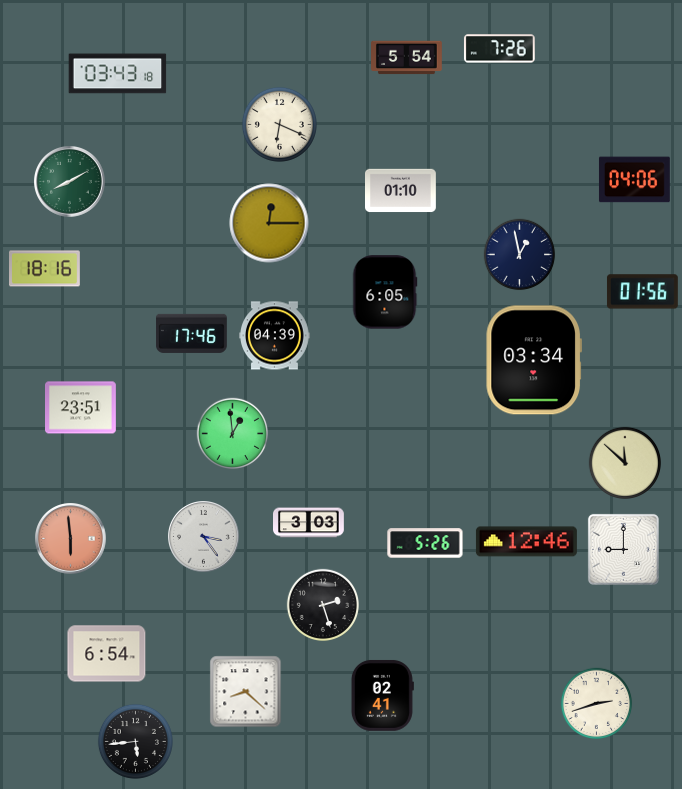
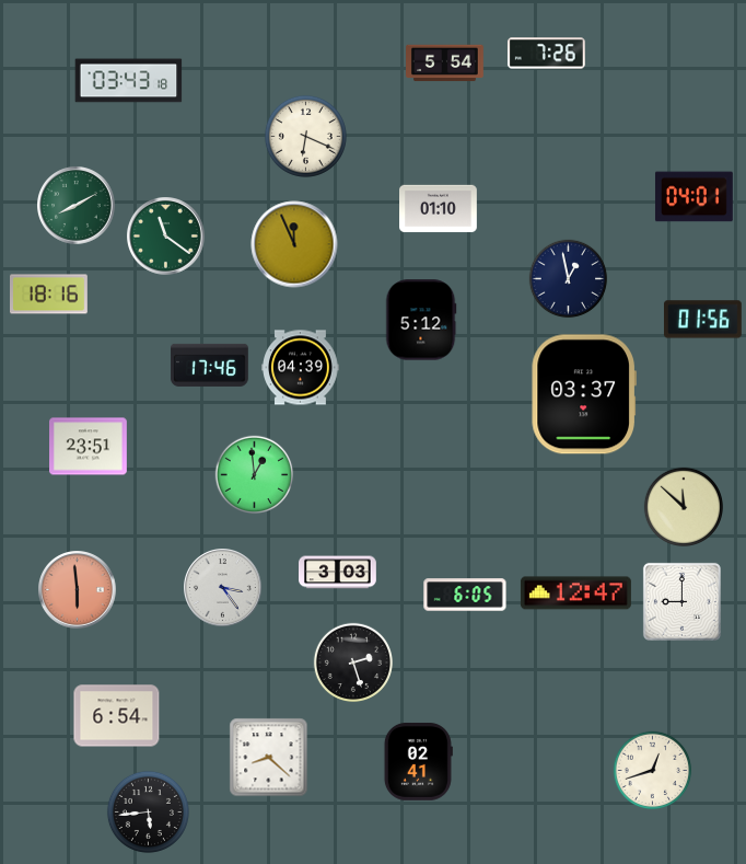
clock at (635, 180): 04:06 -> 04:01
clock at (70, 182) position: (70, 182) -> (77, 206)
clock at (166, 237): none -> 11:21
clock at (269, 223): 12:15 -> 11:56
clock at (385, 292): 6:05 -> 5:12
clock at (534, 360): 03:34 -> 03:37
clock at (526, 542): 12:46 -> 12:47
clock at (425, 543): 5:26 -> 6:05
clock at (597, 704): 2:42 -> 12:42
